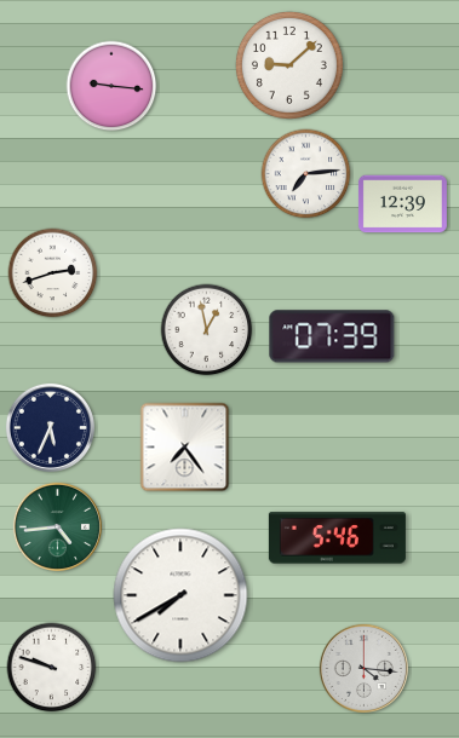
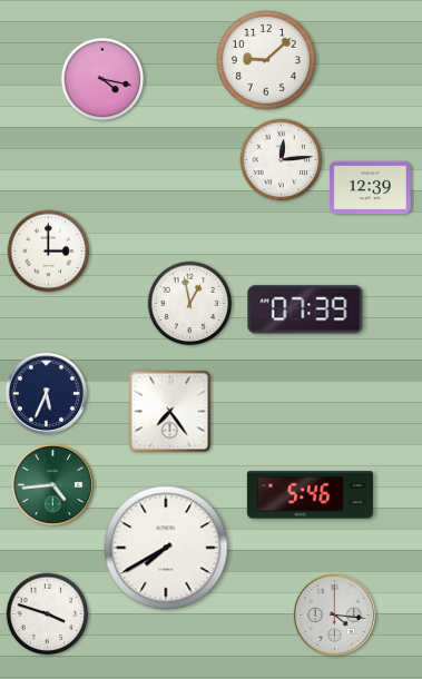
clock at (111, 86): 9:16 -> 4:17
clock at (306, 174): 7:14 -> 12:14
clock at (53, 273): 2:42 -> 3:00
clock at (52, 668): 9:48 -> 3:48
